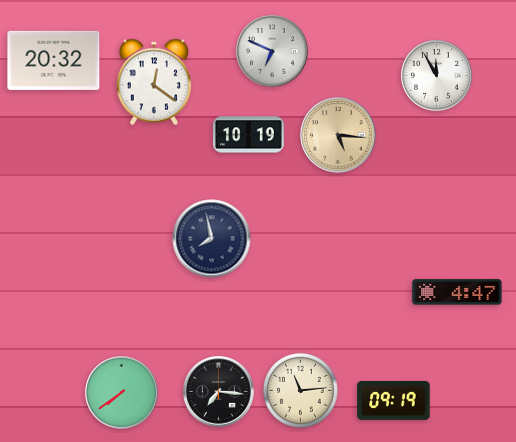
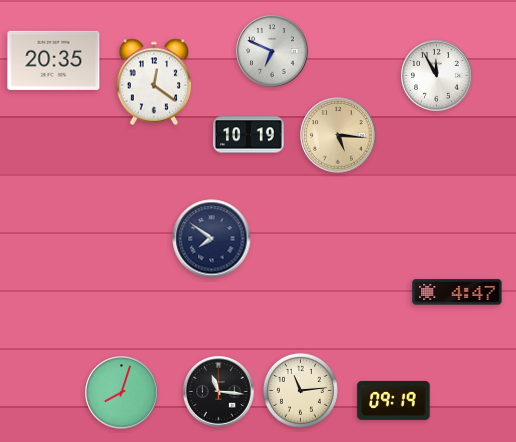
clock at (54, 60): 20:32 -> 20:35
clock at (212, 239): 7:58 -> 7:51
clock at (219, 392): 7:16 -> 11:16
clock at (122, 393): 7:39 -> 8:03
